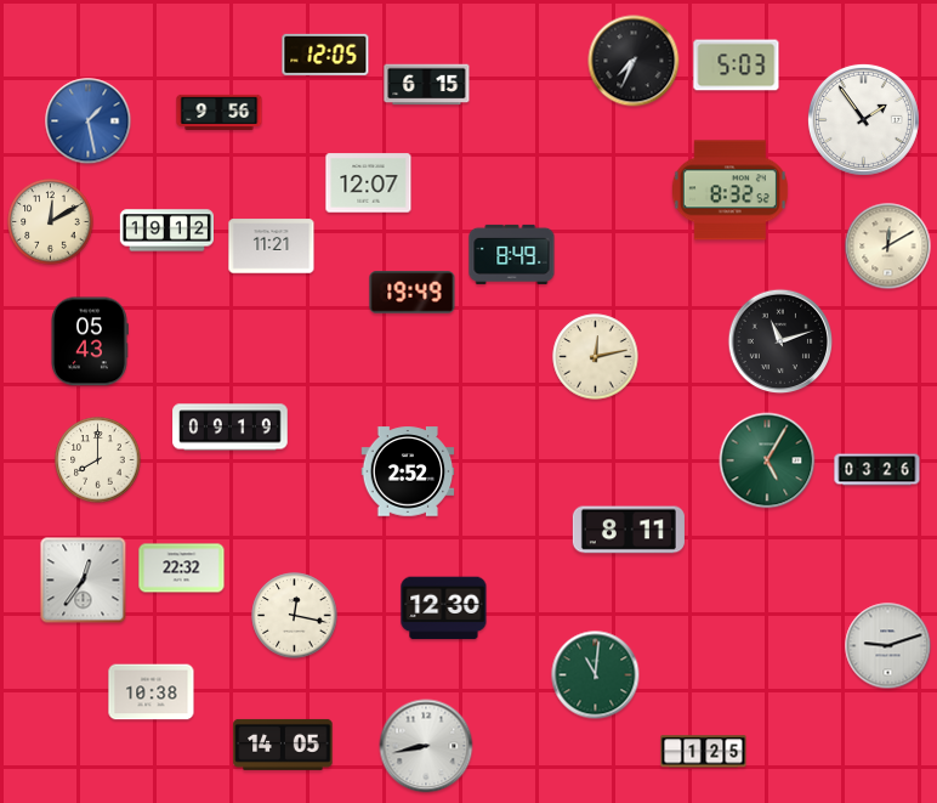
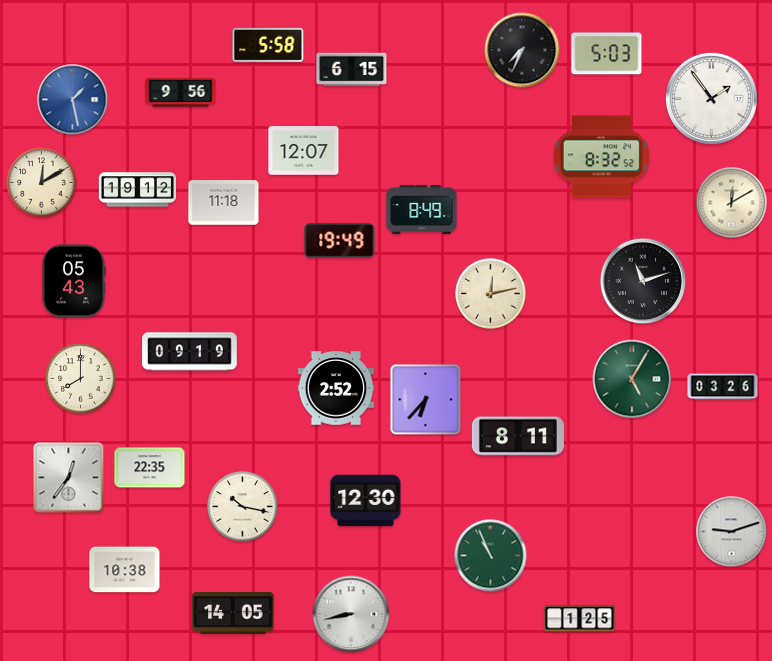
clock at (325, 55): 12:05 -> 5:58
clock at (272, 247): 11:21 -> 11:18
clock at (426, 400): none -> 6:37
clock at (182, 569): 22:32 -> 22:35
clock at (295, 616): 12:17 -> 10:17
clock at (596, 675): 11:01 -> 10:56
